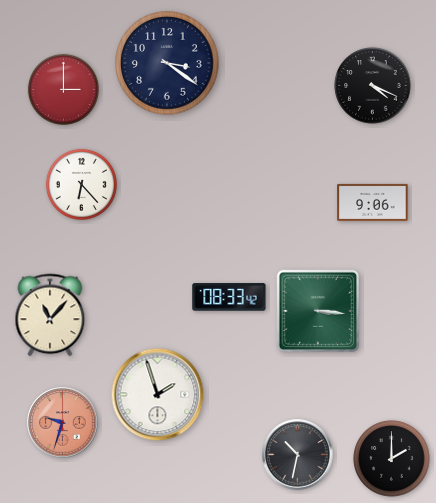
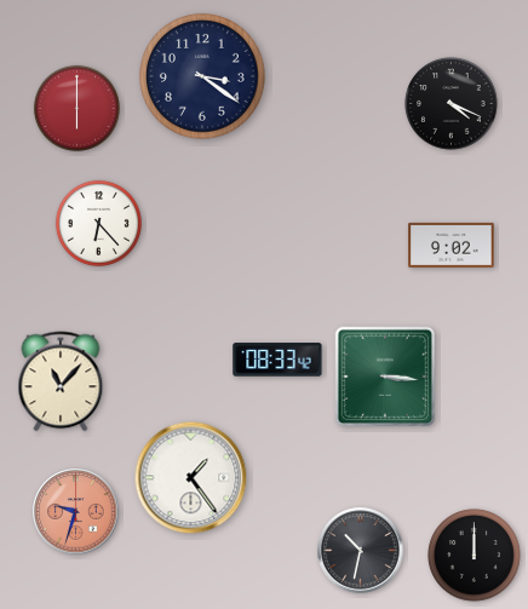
clock at (63, 89): 3:00 -> 6:00
clock at (373, 202): 9:06 -> 9:02
clock at (158, 395): 1:57 -> 1:24
clock at (392, 459): 2:00 -> 12:00
